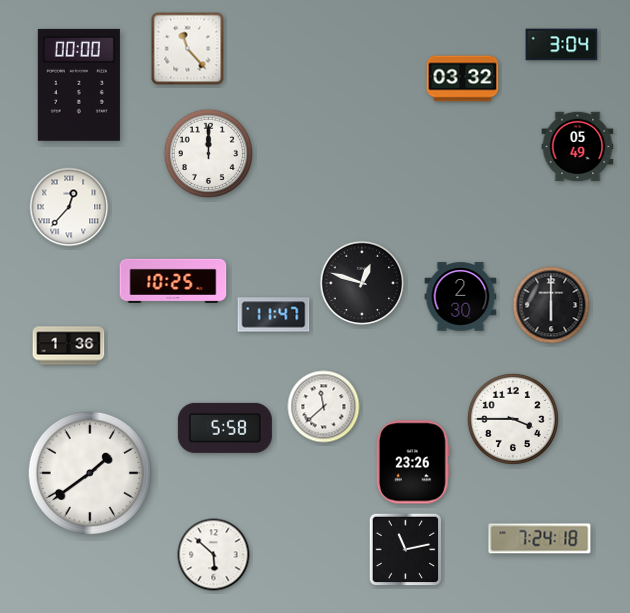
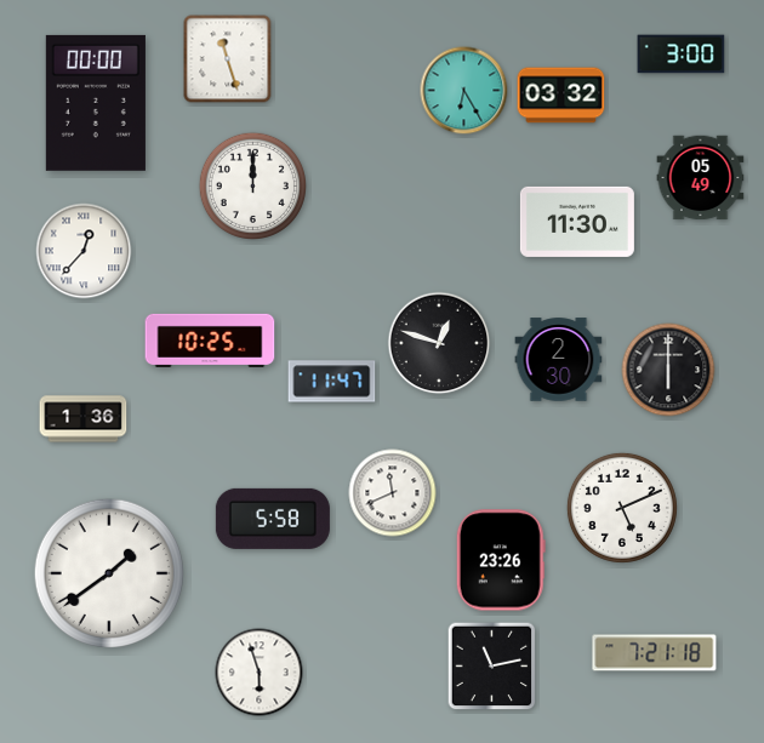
clock at (562, 45): 3:04 -> 3:00
clock at (188, 49): 11:23 -> 11:27
clock at (464, 91): none -> 6:25
clock at (577, 222): none -> 11:30
clock at (324, 407): 11:38 -> 11:41
clock at (513, 419): 3:45 -> 5:11
clock at (540, 539): 7:24 -> 7:21
clock at (214, 555): 5:52 -> 5:57
